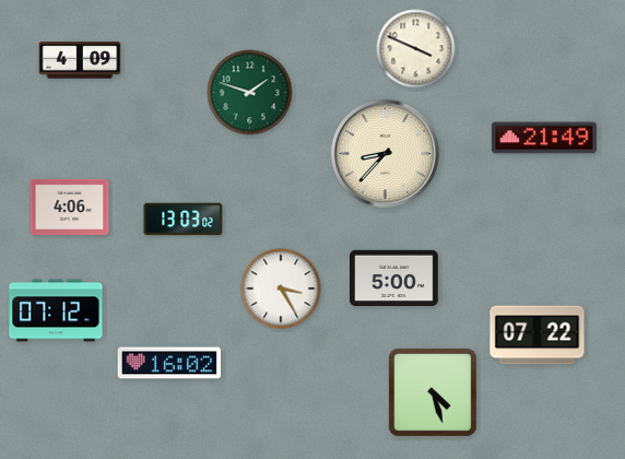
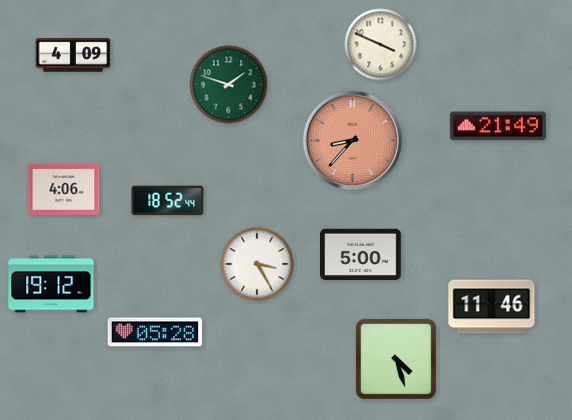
clock at (385, 153) dial: cream -> salmon
clock at (184, 220): 13:03 -> 18:52
clock at (56, 310): 07:12 -> 19:12
clock at (538, 336): 07:22 -> 11:46
clock at (169, 363): 16:02 -> 05:28
